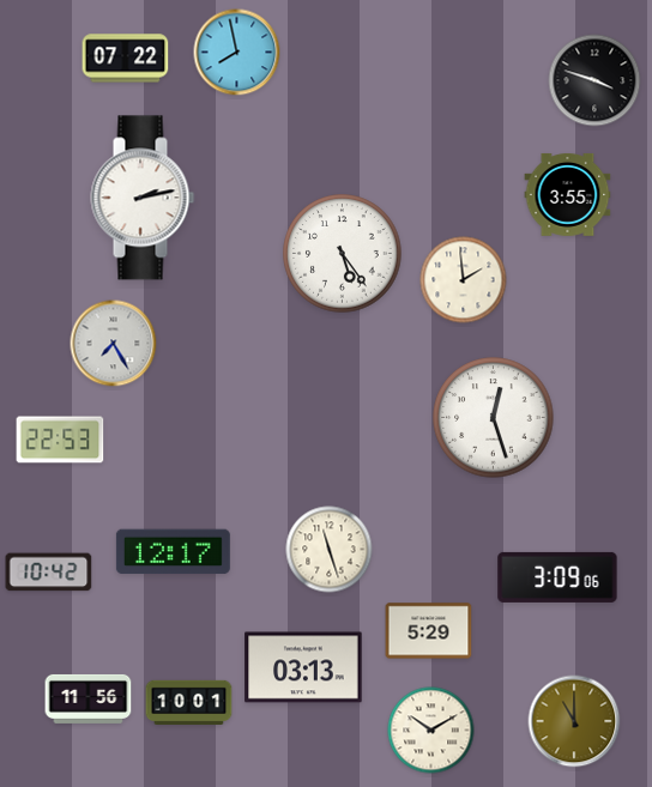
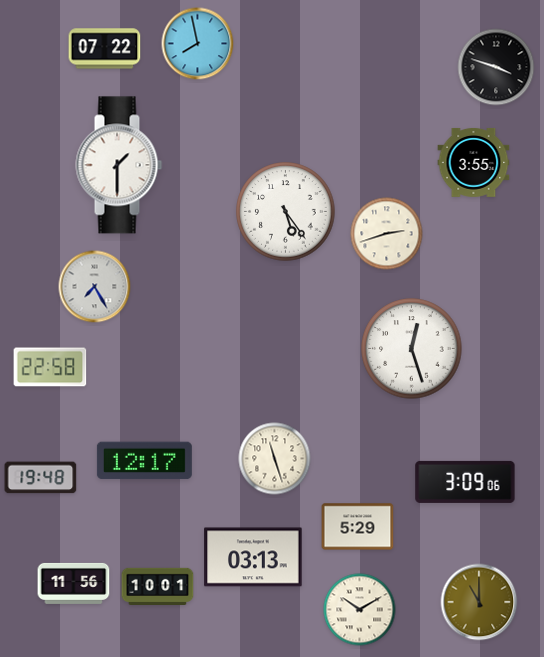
clock at (143, 198): 2:13 -> 1:30
clock at (464, 280): 1:59 -> 2:42
clock at (60, 440): 22:53 -> 22:58
clock at (49, 573): 10:42 -> 19:48
